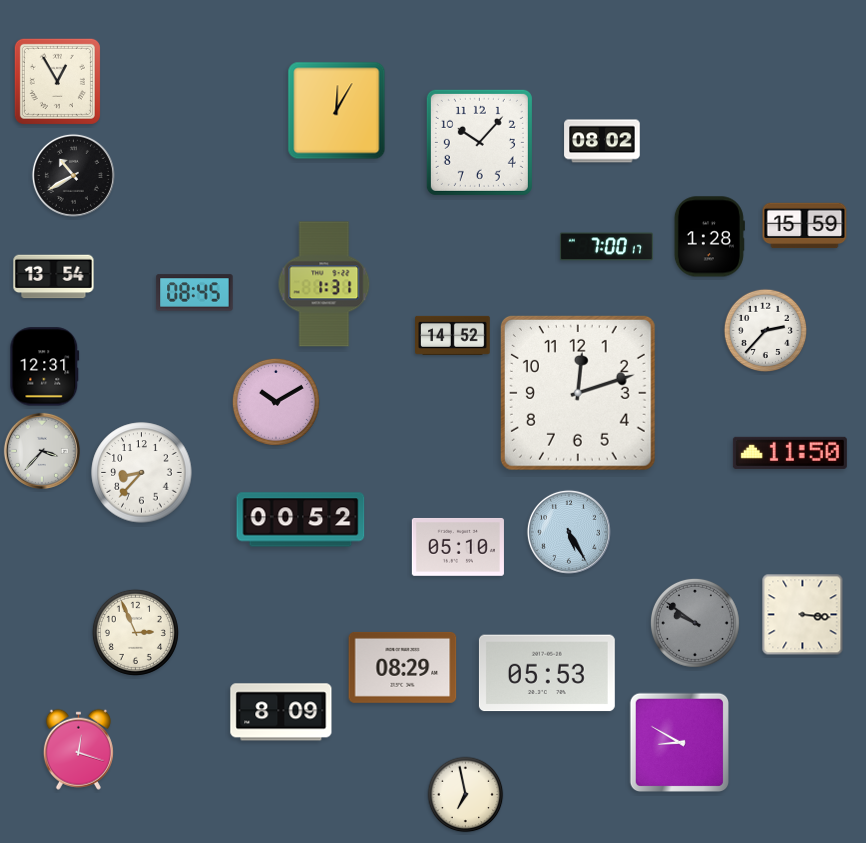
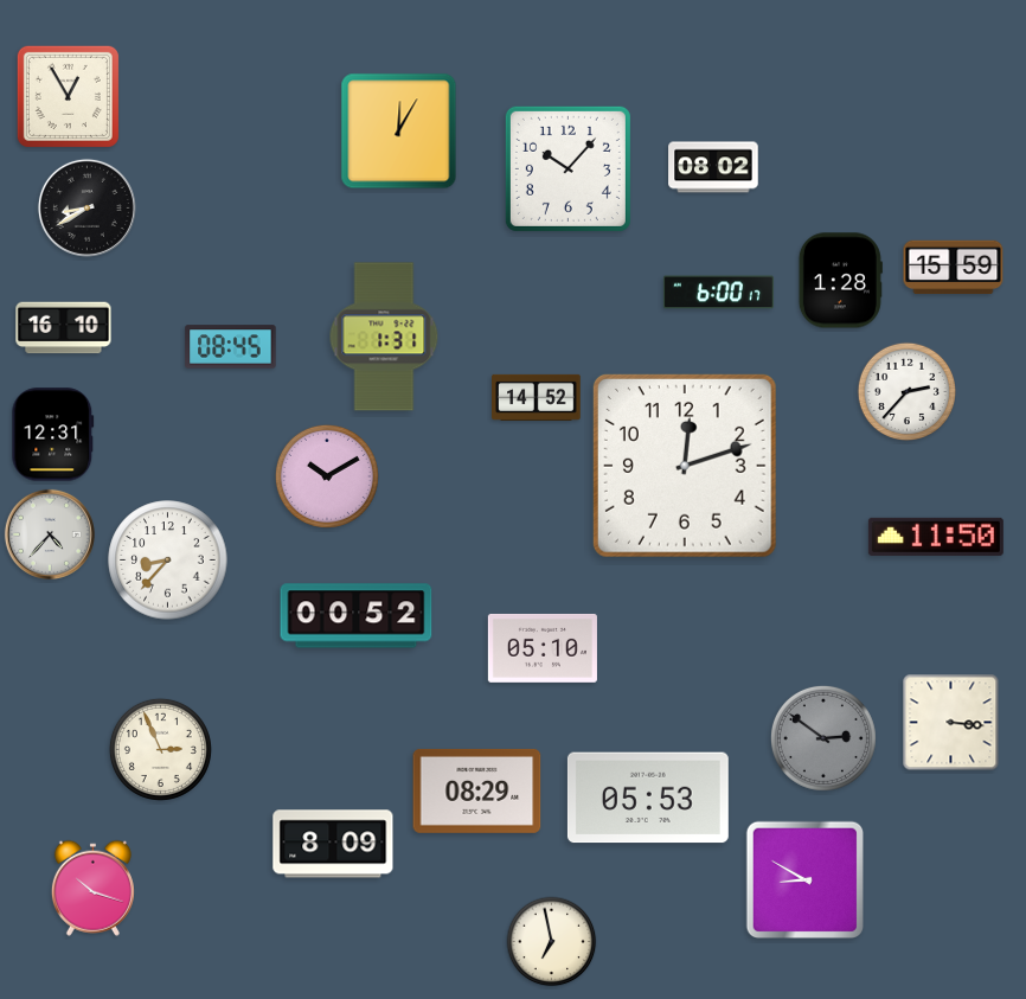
clock at (73, 175): 10:40 -> 8:40
clock at (606, 247): 7:00 -> 6:00
clock at (54, 277): 13:54 -> 16:10
clock at (42, 451): 3:37 -> 4:37
clock at (569, 532): 5:25 -> none
clock at (803, 615) position: (803, 615) -> (951, 723)
clock at (695, 623): 9:51 -> 2:51
clock at (78, 749): 12:18 -> 10:18
